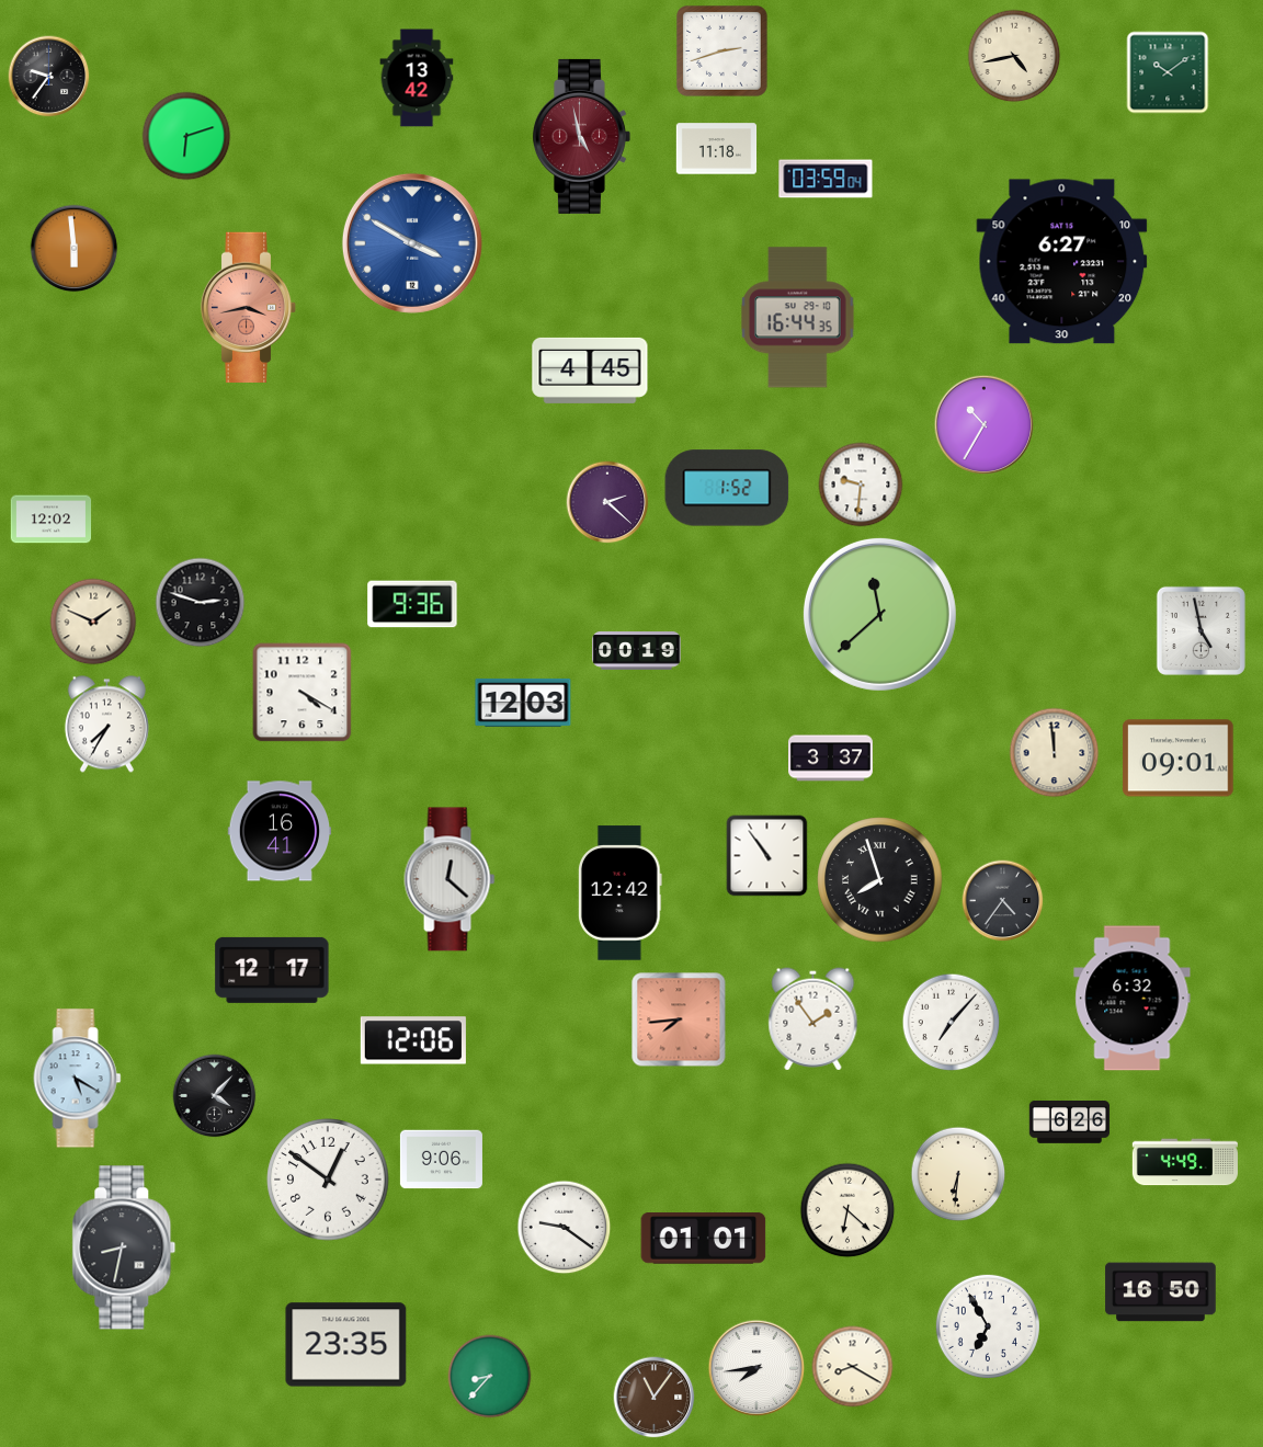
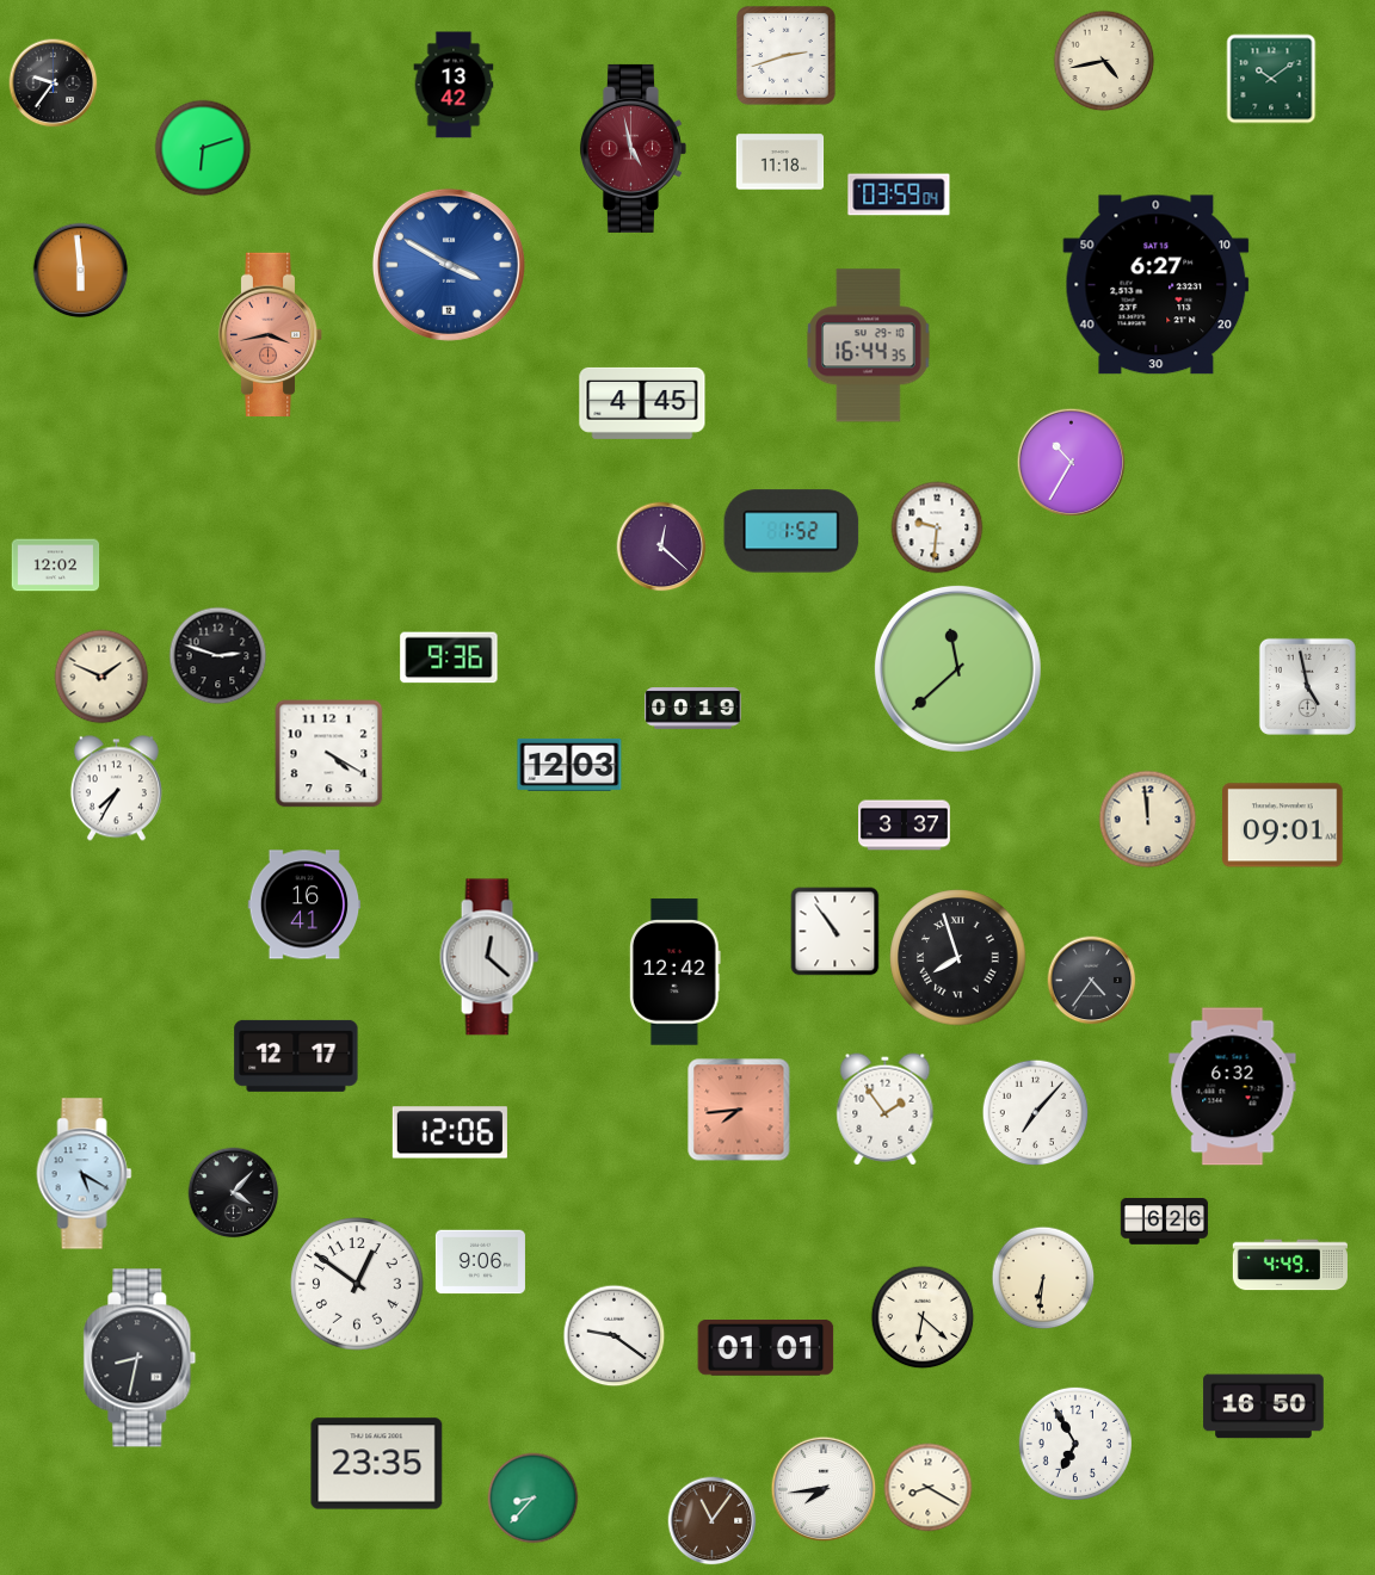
clock at (607, 502): 2:22 -> 12:22
clock at (124, 1247) position: (124, 1247) -> (140, 1358)
